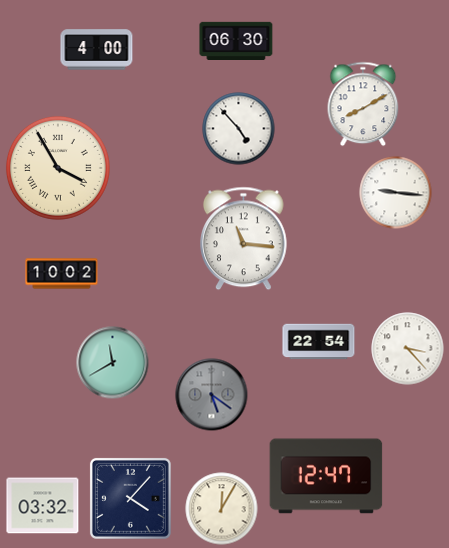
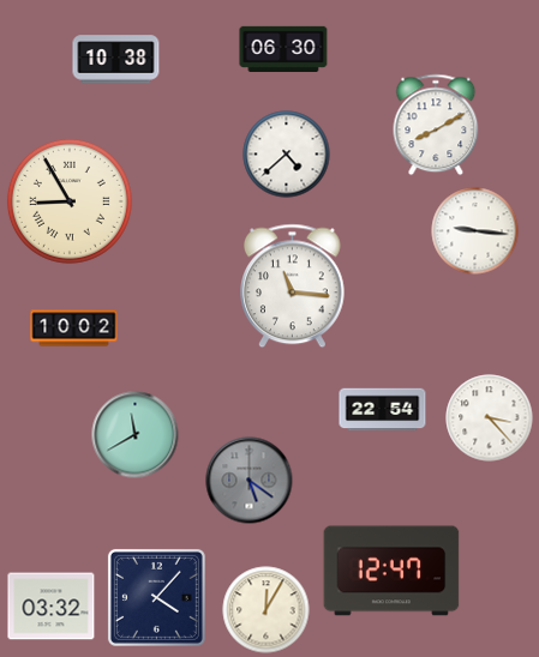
clock at (97, 50): 4:00 -> 10:38
clock at (239, 129): 4:53 -> 4:38
clock at (58, 168): 3:55 -> 8:55
clock at (212, 395) position: (212, 395) -> (250, 481)
